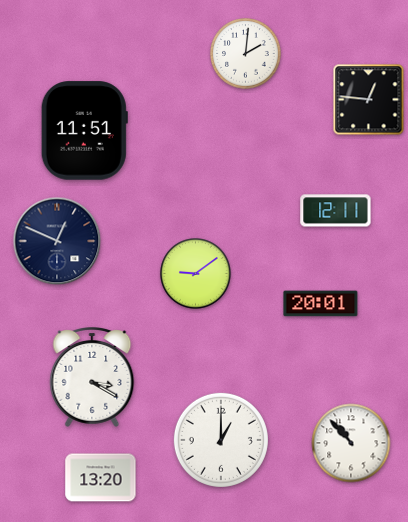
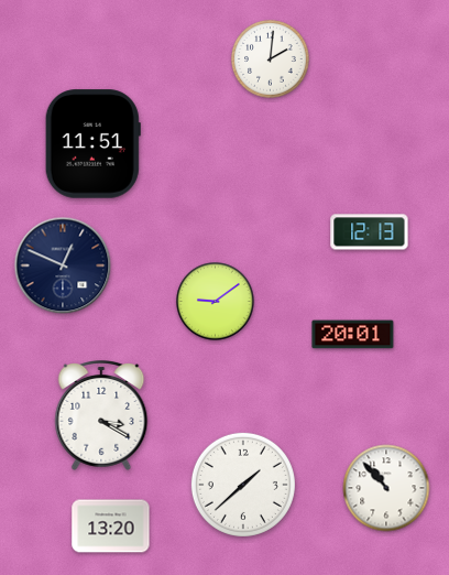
clock at (369, 100): 12:46 -> none
clock at (336, 211): 12:11 -> 12:13
clock at (221, 440): 1:00 -> 1:38
